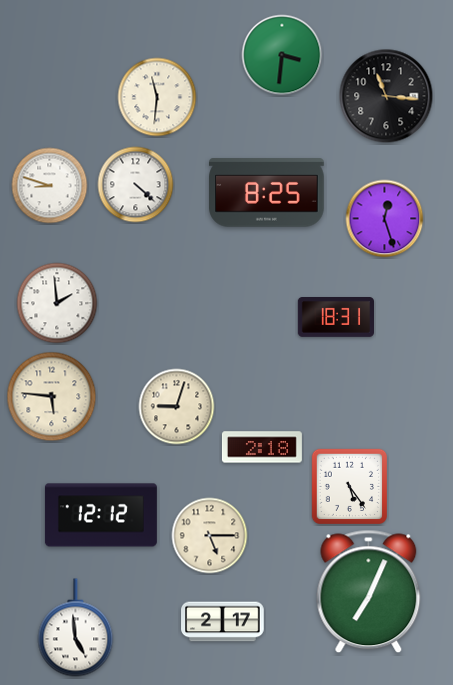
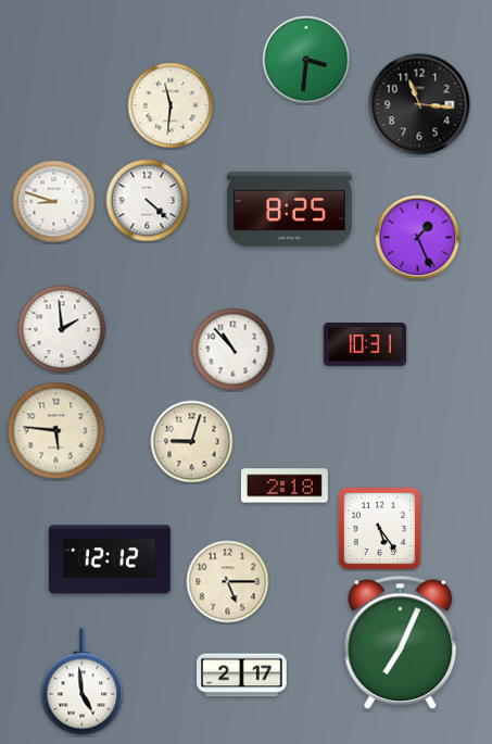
clock at (385, 219): 12:27 -> 1:26
clock at (335, 318): 18:31 -> 10:31
clock at (234, 350): none -> 10:53
